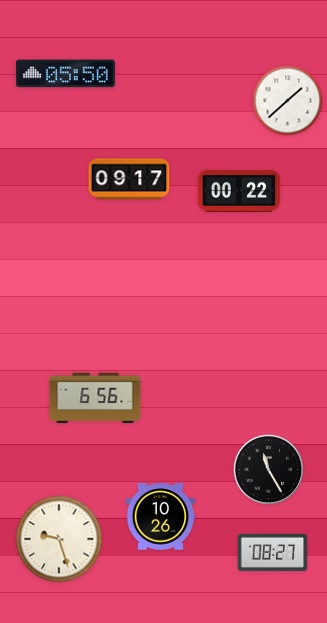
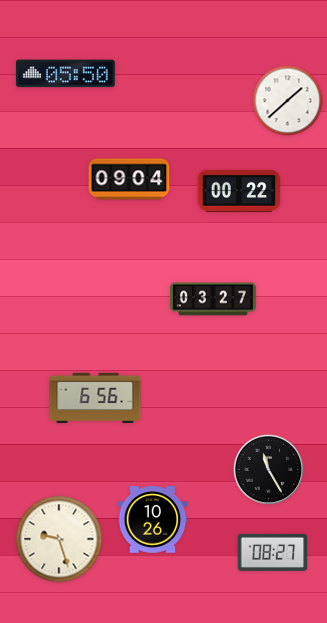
clock at (129, 179): 09:17 -> 09:04
clock at (213, 299): none -> 03:27
clock at (161, 517) position: (161, 517) -> (153, 520)
